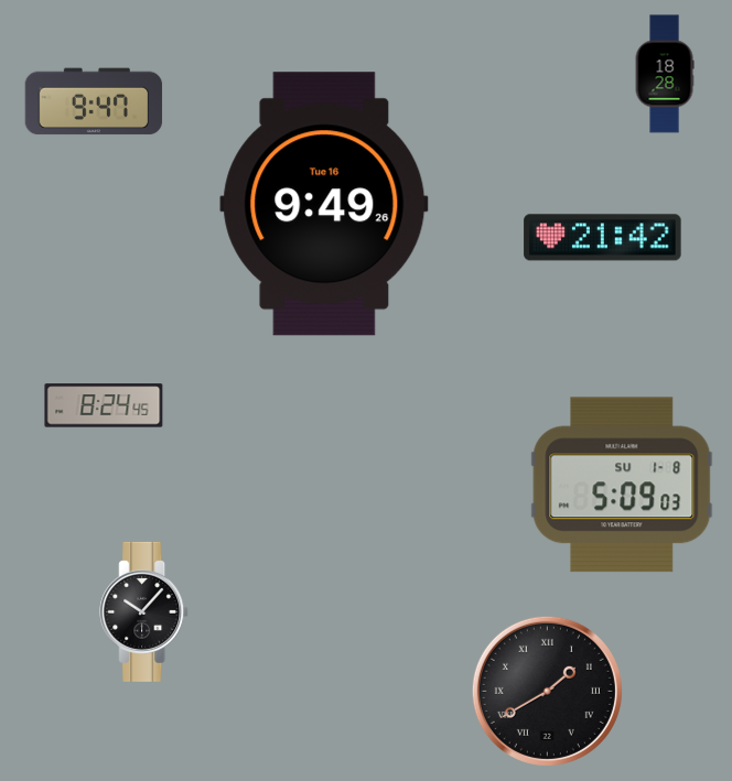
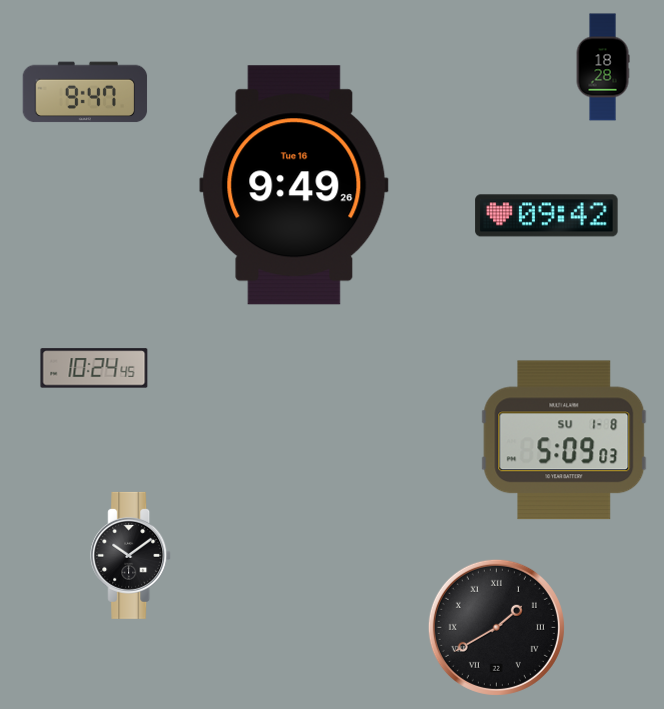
clock at (603, 238): 21:42 -> 09:42
clock at (104, 405): 8:24 -> 10:24
clock at (144, 611): 10:07 -> 10:09
